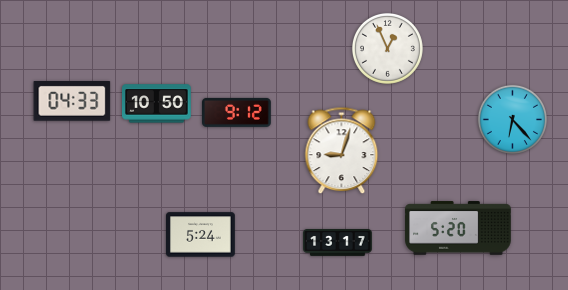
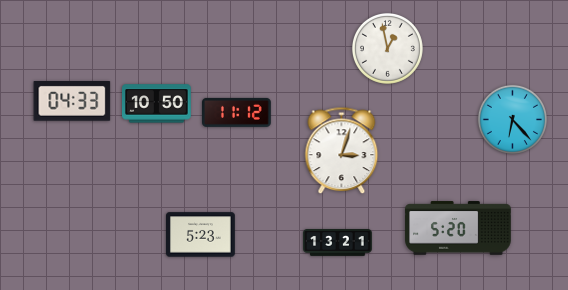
clock at (387, 48): 12:56 -> 12:58
clock at (237, 112): 9:12 -> 11:12
clock at (342, 151): 9:03 -> 3:03
clock at (201, 235): 5:24 -> 5:23
clock at (338, 243): 13:17 -> 13:21
